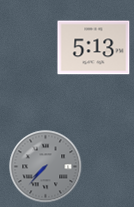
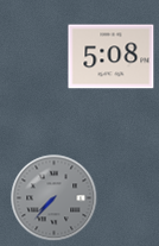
clock at (94, 48): 5:13 -> 5:08
